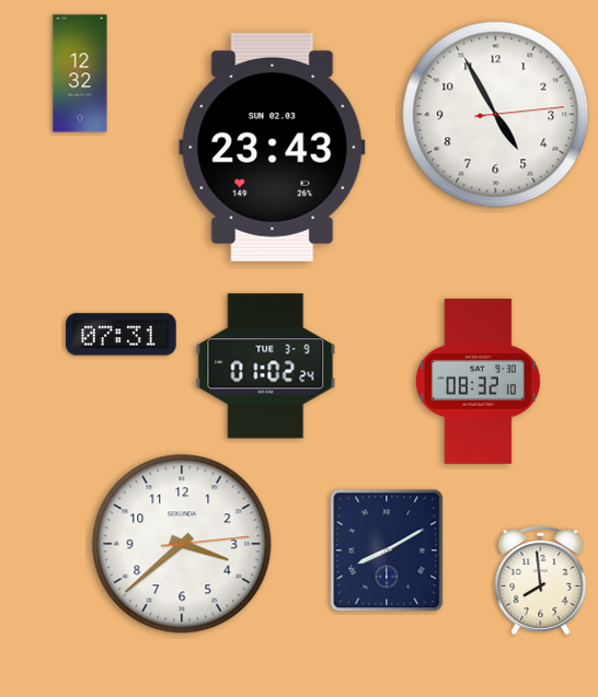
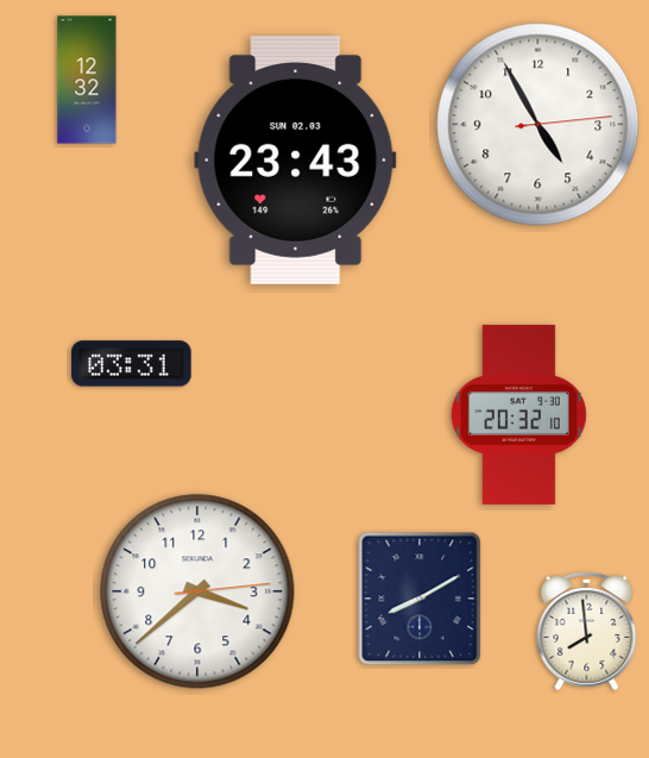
clock at (122, 335): 07:31 -> 03:31
clock at (266, 367): 01:02 -> none
clock at (478, 381): 08:32 -> 20:32
